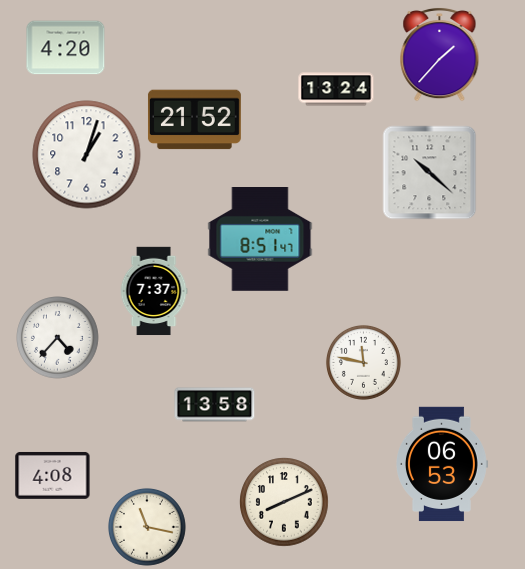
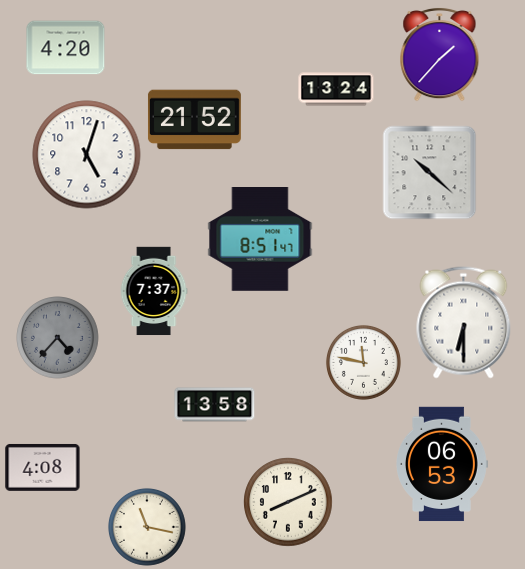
clock at (87, 155): 1:03 -> 5:03
clock at (464, 323): none -> 6:30
clock at (58, 338) dial: white -> grey
clock at (53, 475) position: (53, 475) -> (43, 467)
clock at (284, 502) position: (284, 502) -> (288, 502)
